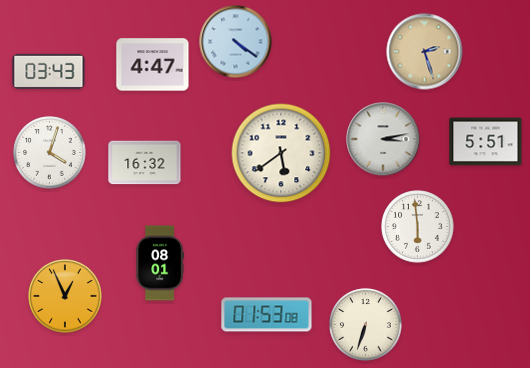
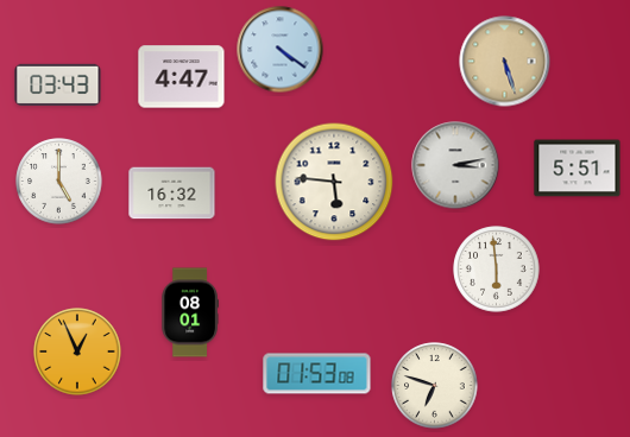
clock at (425, 52): 2:27 -> 5:27
clock at (50, 153): 4:03 -> 5:00
clock at (281, 153): 5:39 -> 5:46
clock at (366, 325): 6:33 -> 6:48
